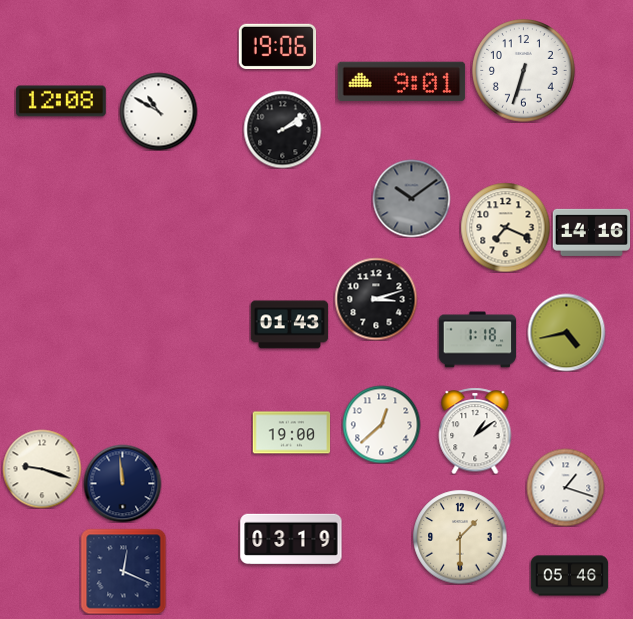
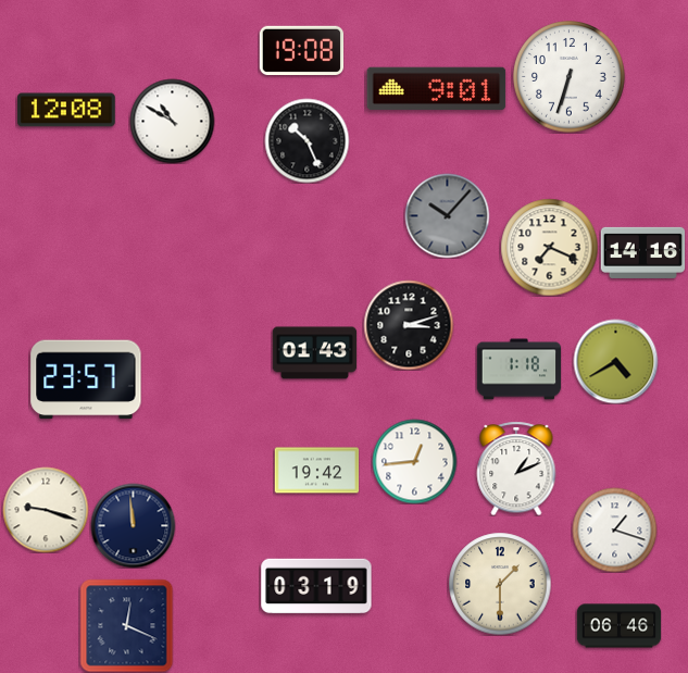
clock at (277, 46): 19:06 -> 19:08
clock at (282, 129): 2:09 -> 10:26
clock at (411, 198): 10:09 -> 10:07
clock at (566, 332): 4:43 -> 4:40
clock at (86, 379): none -> 23:57
clock at (381, 424): 12:38 -> 12:44
clock at (475, 431): 1:09 -> 1:11
clock at (291, 433): 19:00 -> 19:42
clock at (123, 571) position: (123, 571) -> (126, 625)
clock at (569, 576): 05:46 -> 06:46
